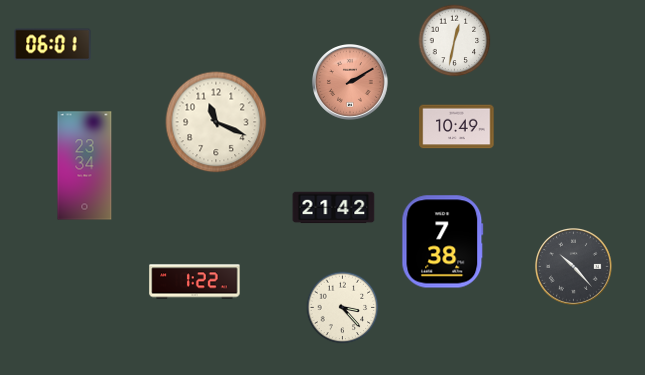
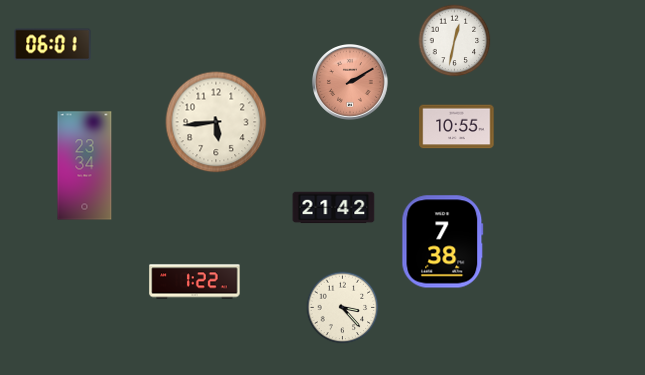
clock at (216, 122): 11:19 -> 5:44
clock at (457, 127): 10:49 -> 10:55
clock at (574, 267): 10:23 -> none
